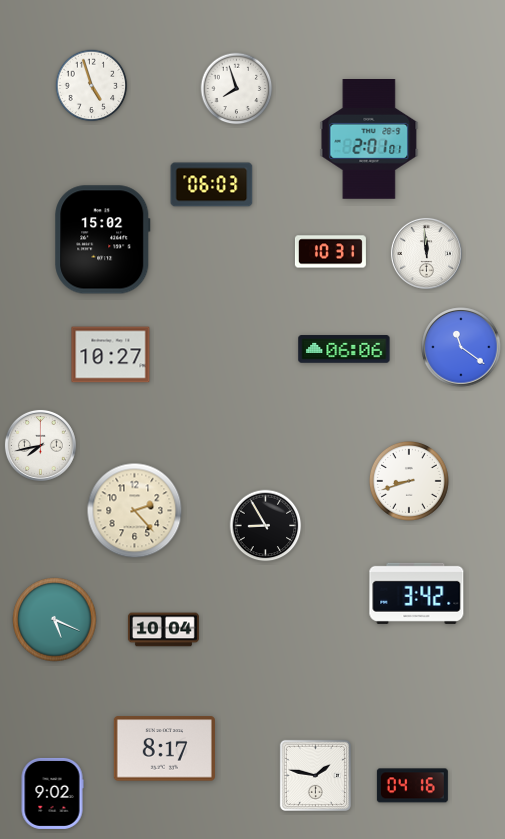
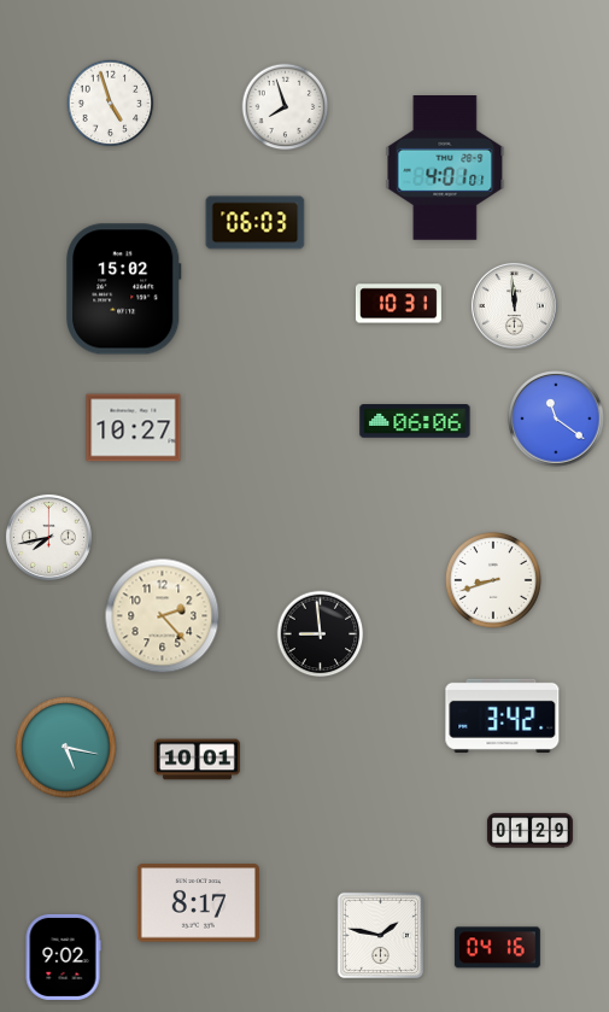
clock at (369, 140): 2:01 -> 4:01
clock at (266, 526): 8:55 -> 8:59
clock at (55, 620): 5:19 -> 5:17
clock at (163, 630): 10:04 -> 10:01
clock at (529, 831): none -> 01:29
